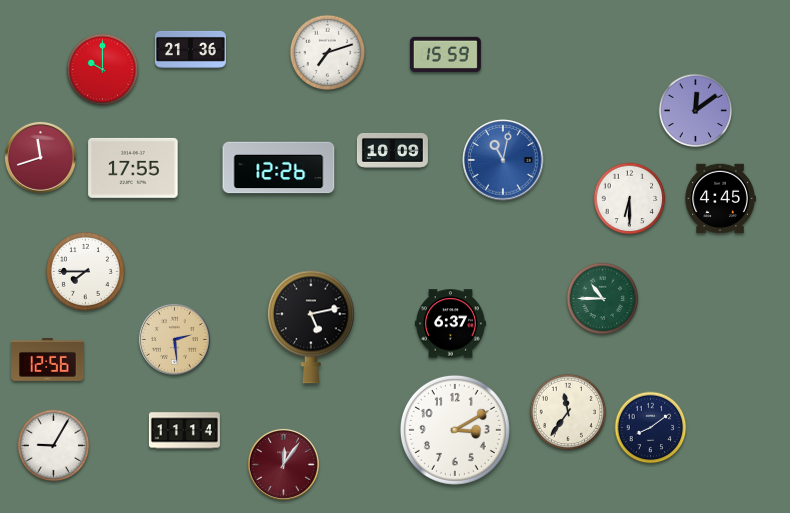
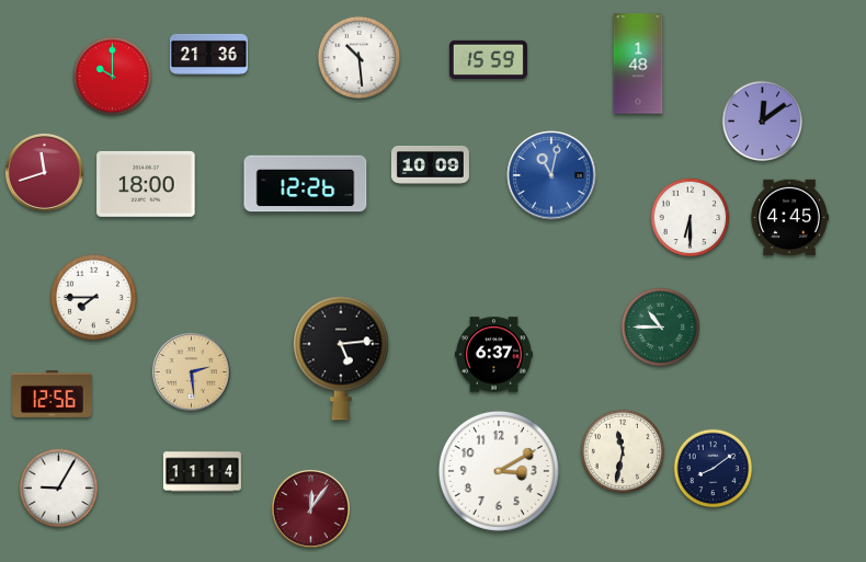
clock at (327, 52): 7:12 -> 10:29
clock at (638, 64): none -> 1:48
clock at (133, 168): 17:55 -> 18:00
clock at (312, 327): 5:13 -> 5:14
clock at (568, 412): 11:36 -> 11:32
